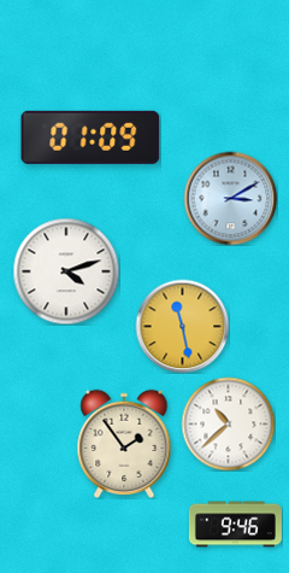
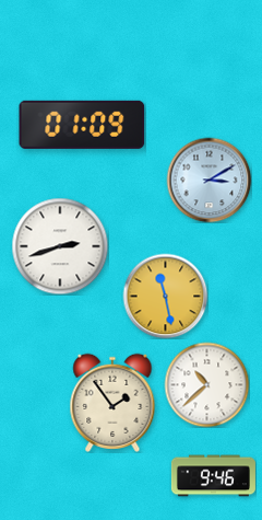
clock at (66, 271): 4:12 -> 2:42
